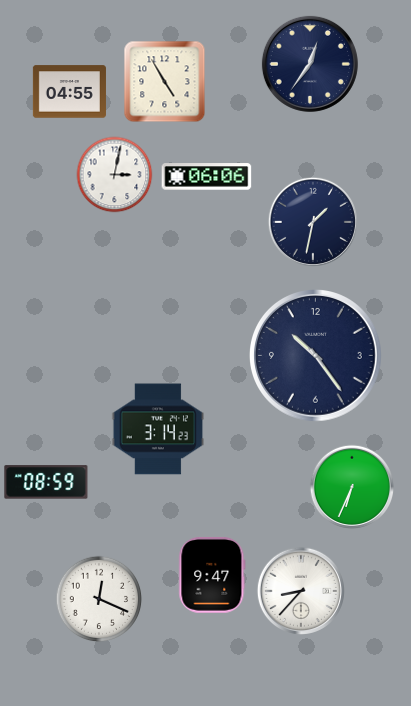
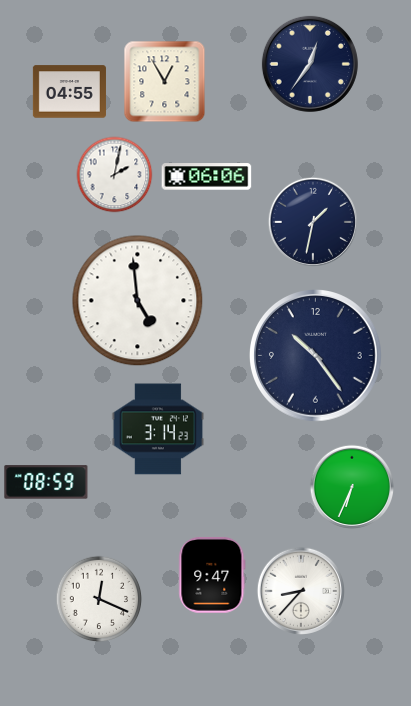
clock at (165, 82): 4:55 -> 12:55
clock at (115, 175): 3:02 -> 2:02
clock at (138, 301): none -> 4:59
